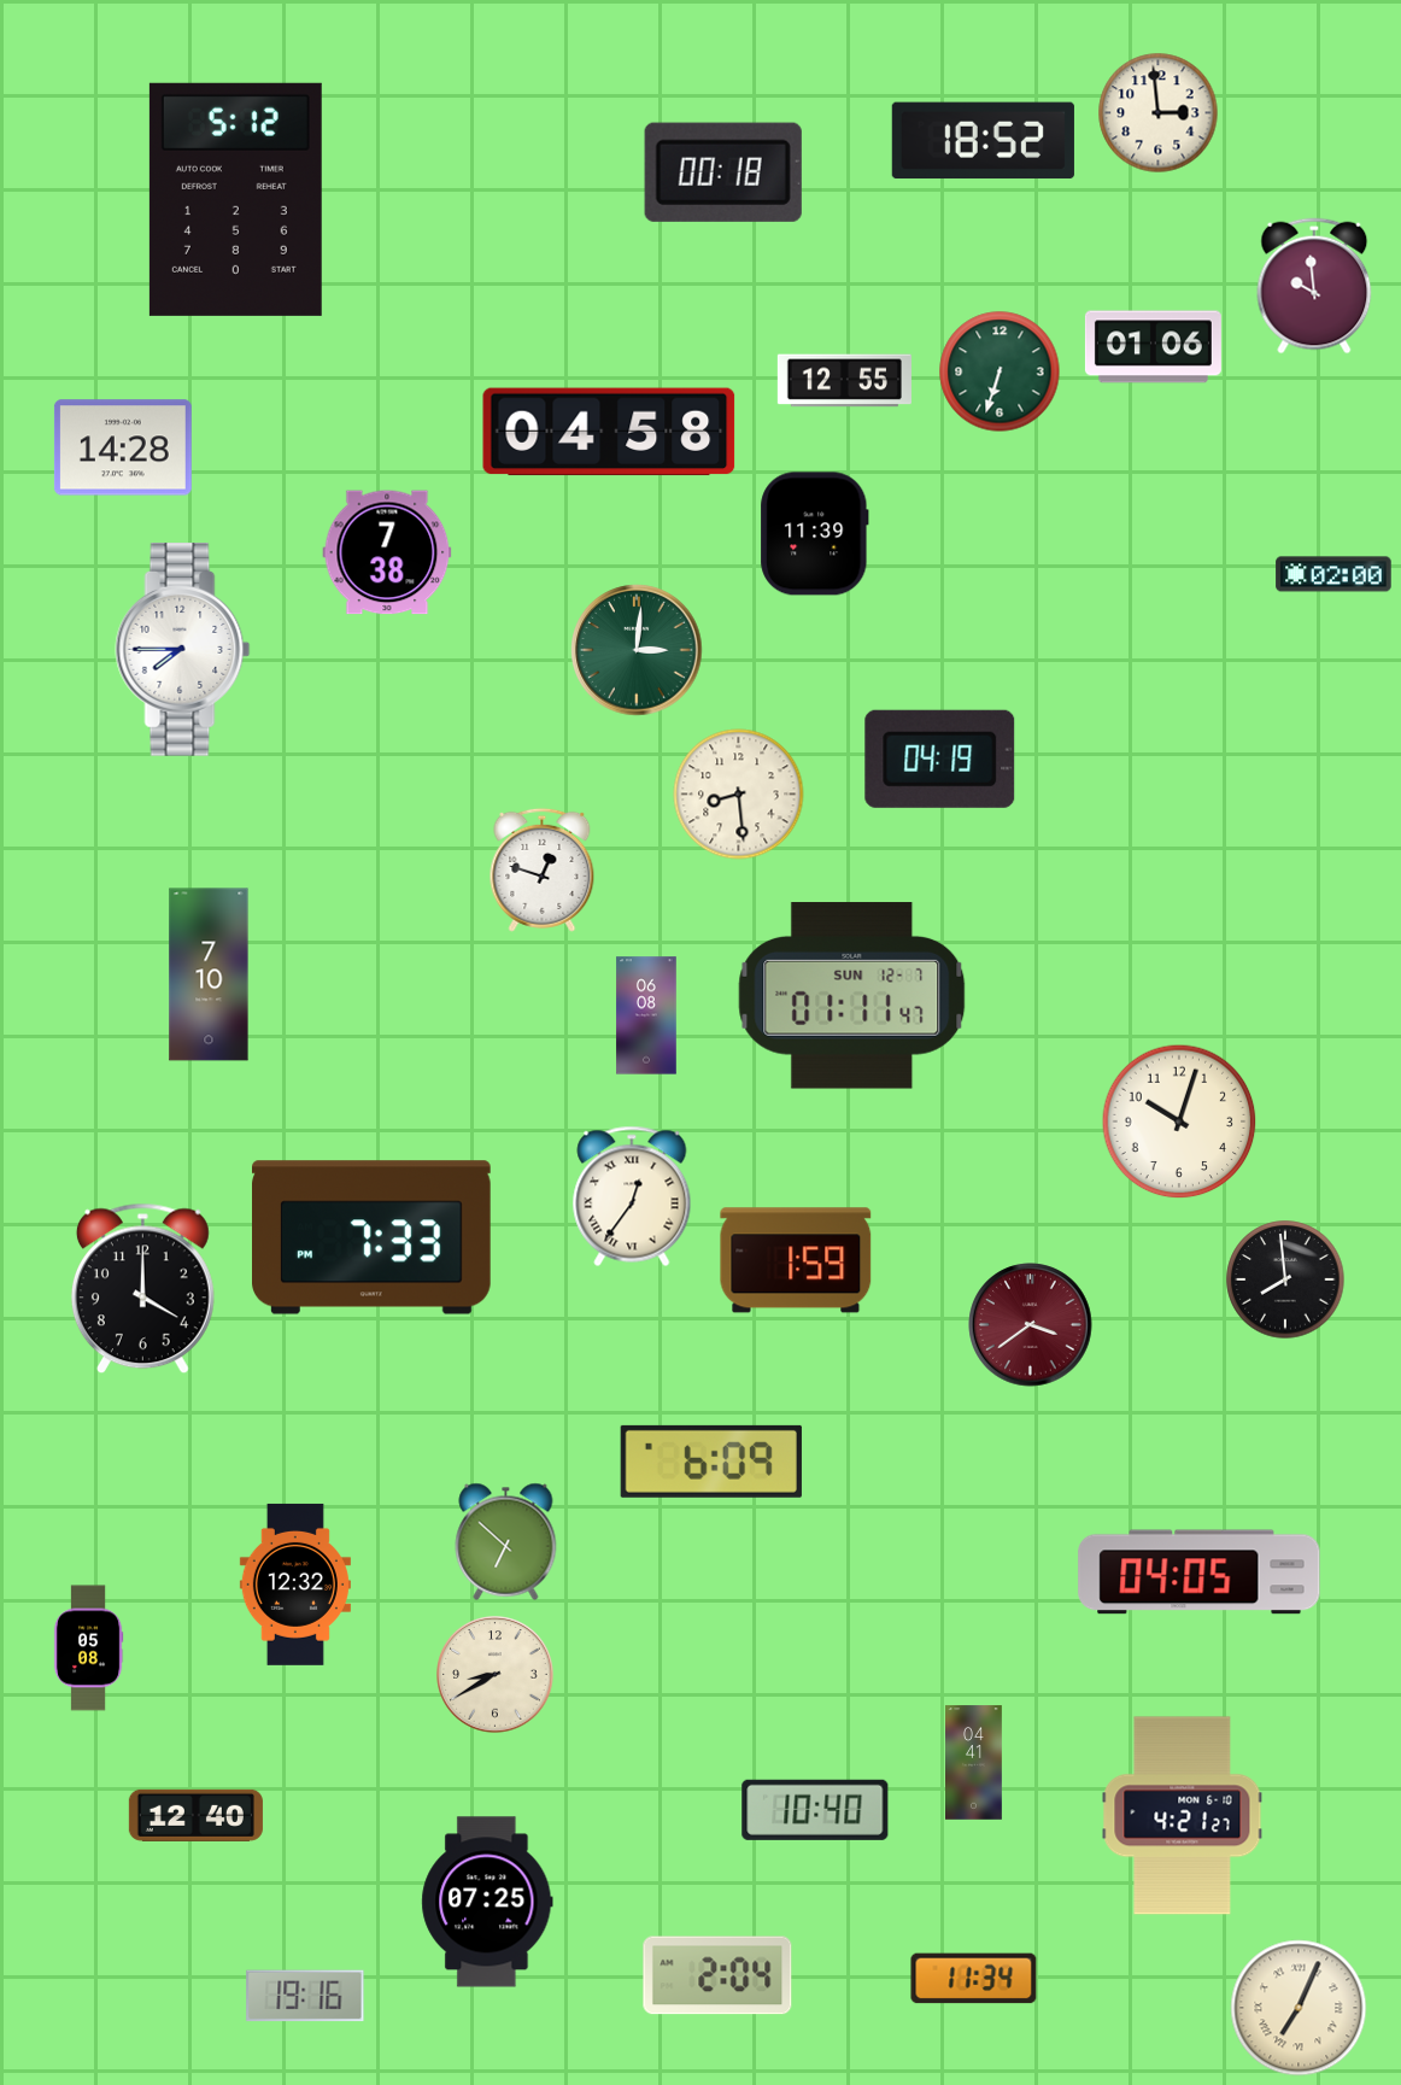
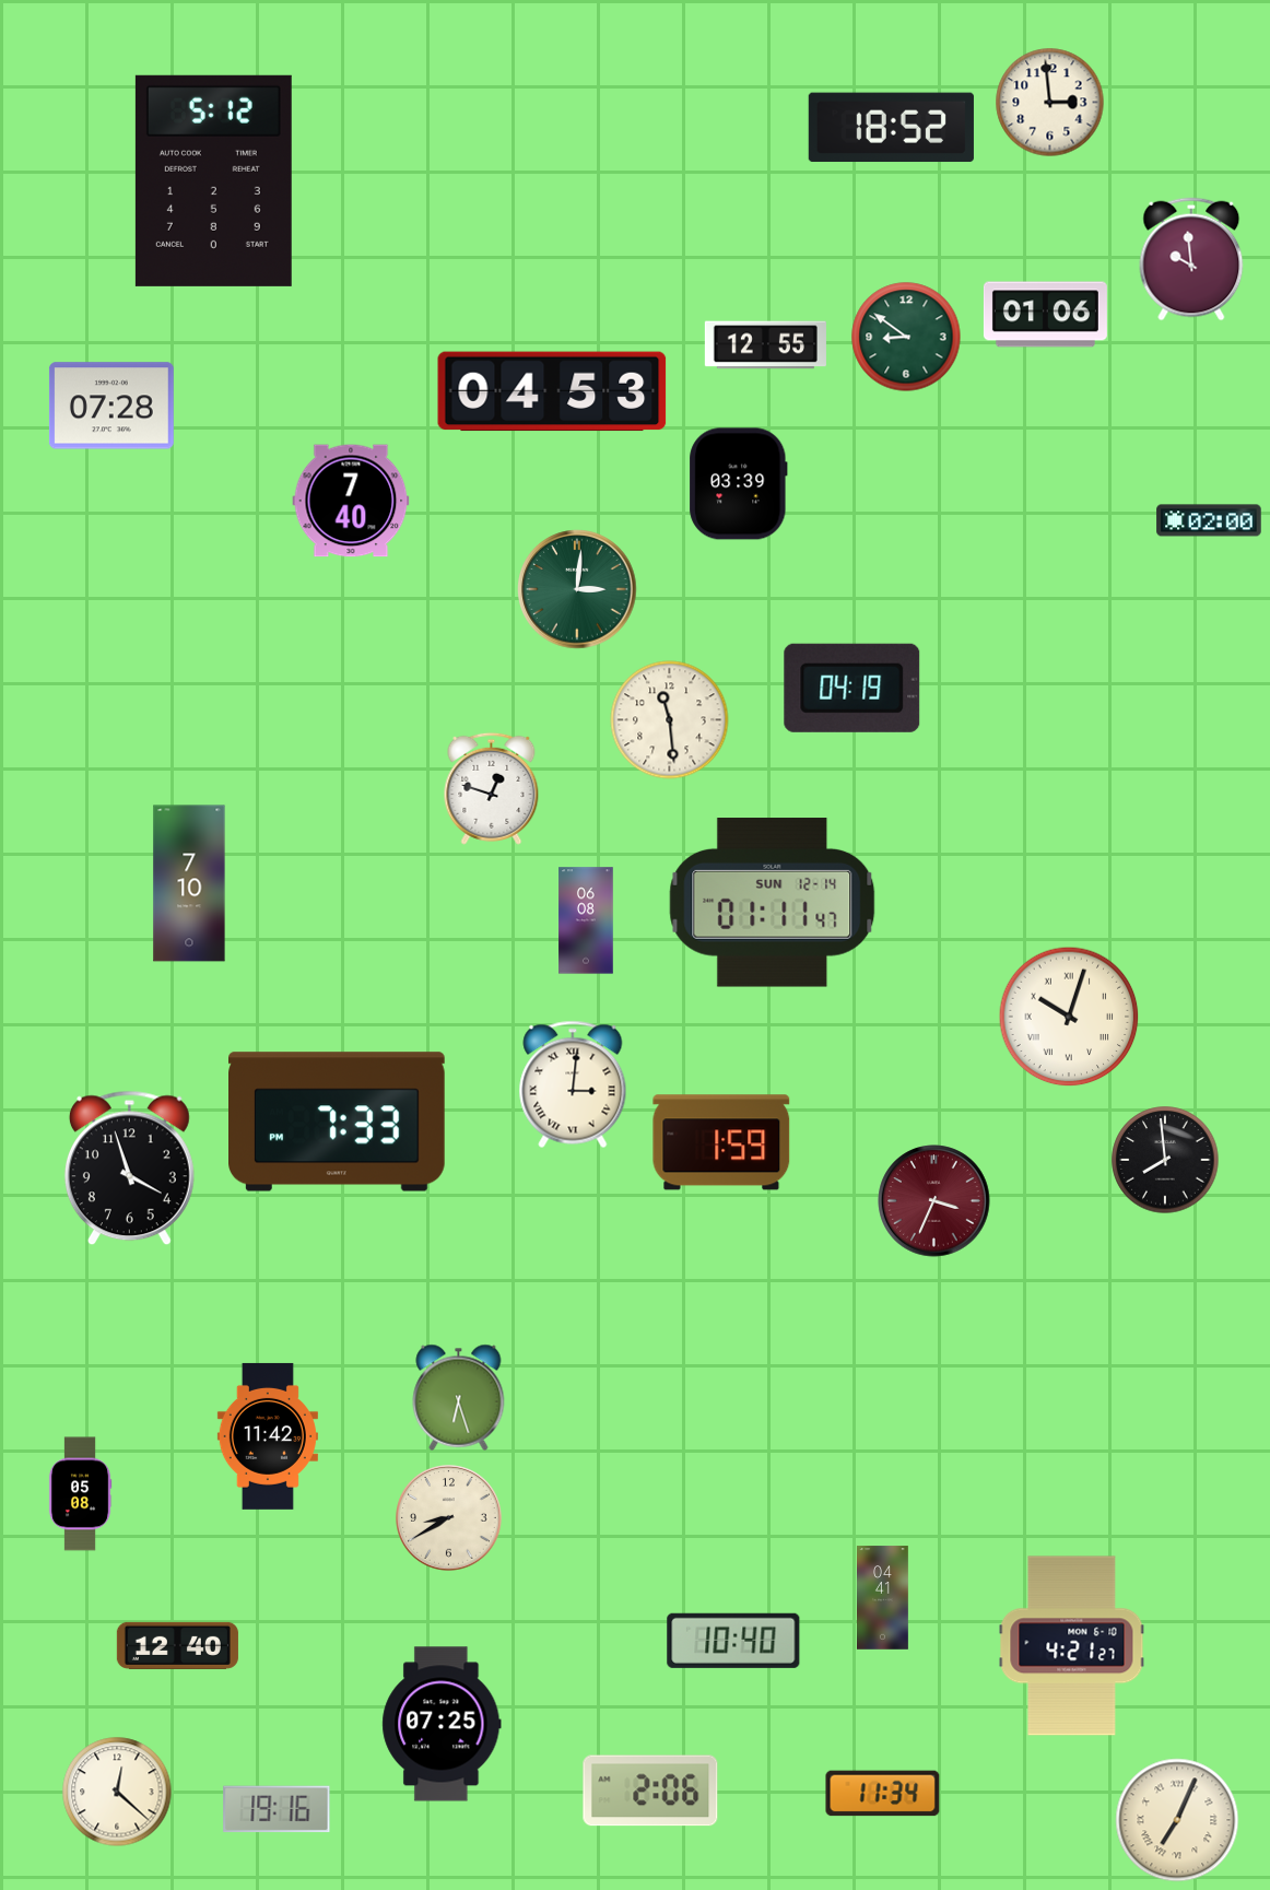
clock at (723, 172): 00:18 -> none
clock at (1000, 371): 6:33 -> 8:51
clock at (609, 432): 04:58 -> 04:53
clock at (123, 447): 14:28 -> 07:28
clock at (815, 534): 11:39 -> 03:39
clock at (387, 552): 7:38 -> 7:40
clock at (183, 650): 7:45 -> none
clock at (739, 795): 8:29 -> 11:29
clock at (852, 996) date: SUN 12-7 -> SUN 12-14
clock at (1179, 1121) numerals: Arabic -> Roman
clock at (632, 1196): 12:36 -> 3:01
clock at (142, 1289): 4:00 -> 3:57
clock at (1031, 1325): 3:39 -> 3:34
clock at (711, 1462): 6:09 -> none
clock at (506, 1541): 6:52 -> 6:27
clock at (1200, 1572): 04:05 -> none
clock at (295, 1585): 12:32 -> 11:42
clock at (815, 1810) position: (815, 1810) -> (733, 1641)
clock at (717, 1975): 2:04 -> 2:06
clock at (117, 1792): none -> 12:22
